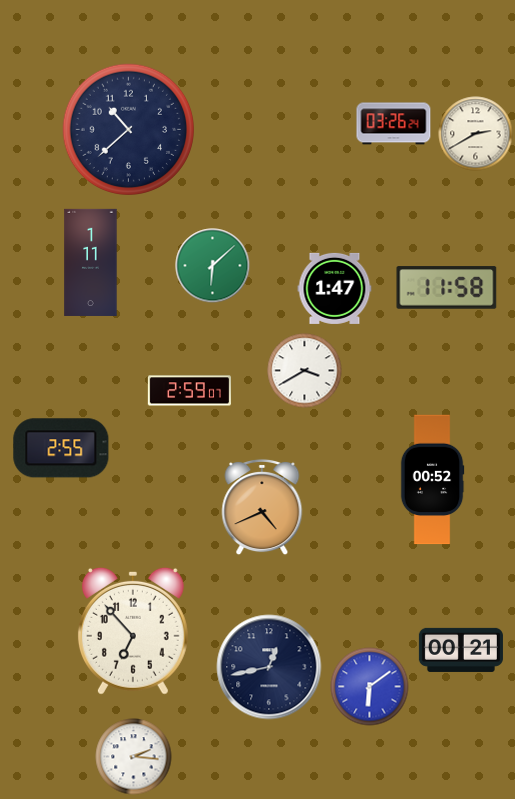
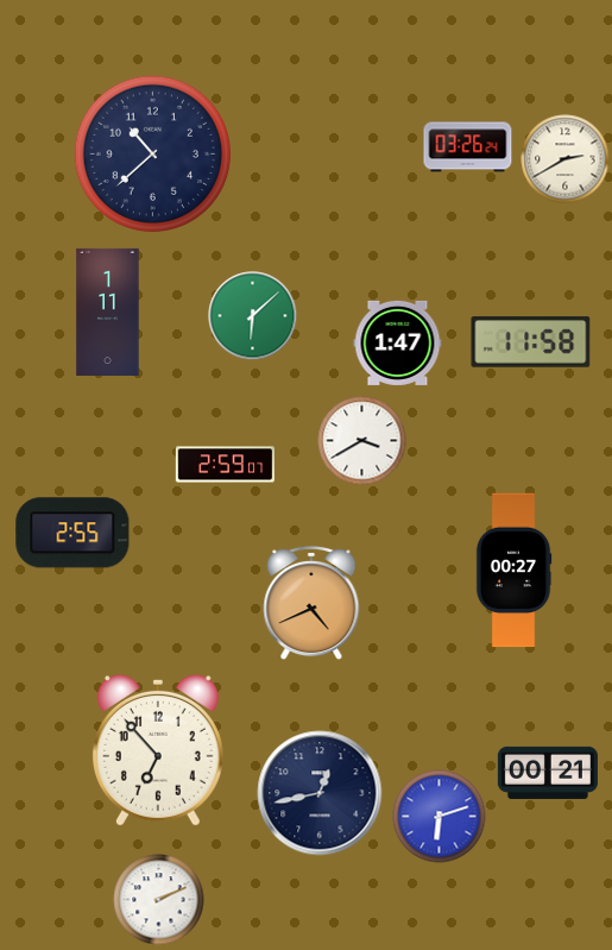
clock at (432, 480): 00:52 -> 00:27
clock at (370, 687): 6:09 -> 6:12
clock at (134, 757): 2:16 -> 2:11
